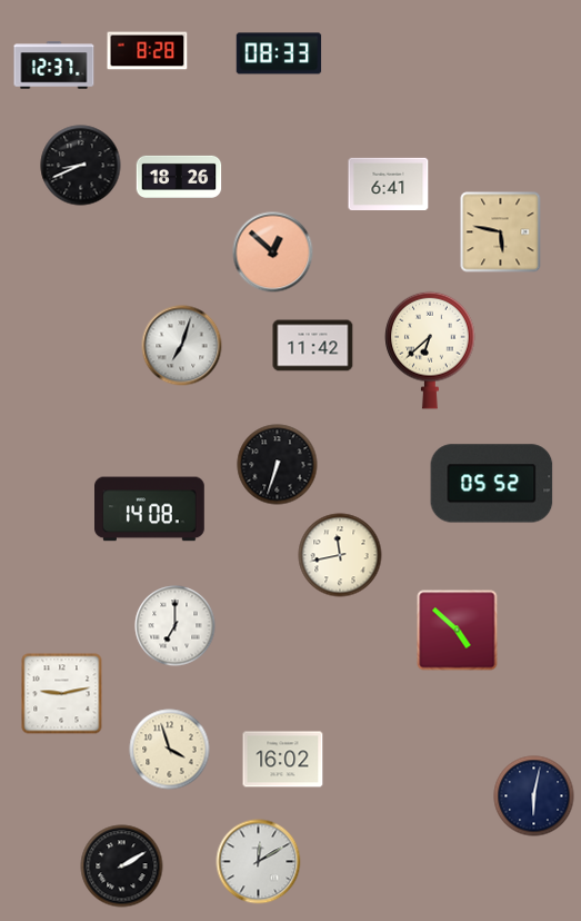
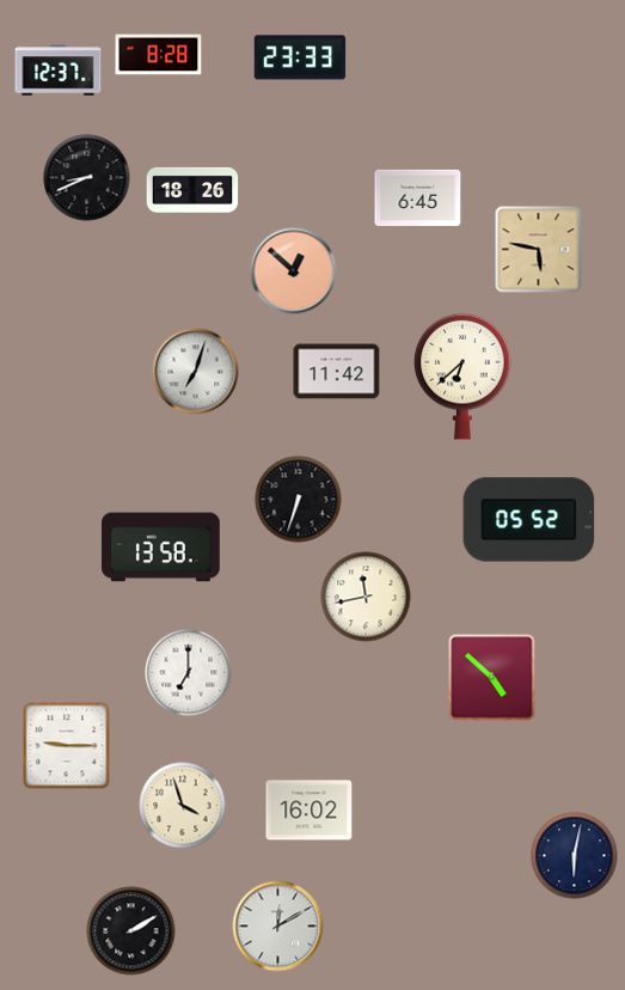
clock at (279, 53): 08:33 -> 23:33
clock at (389, 184): 6:41 -> 6:45
clock at (150, 509): 14:08 -> 13:58
clock at (62, 694): 9:13 -> 9:15
clock at (283, 760) position: (283, 760) -> (310, 811)
